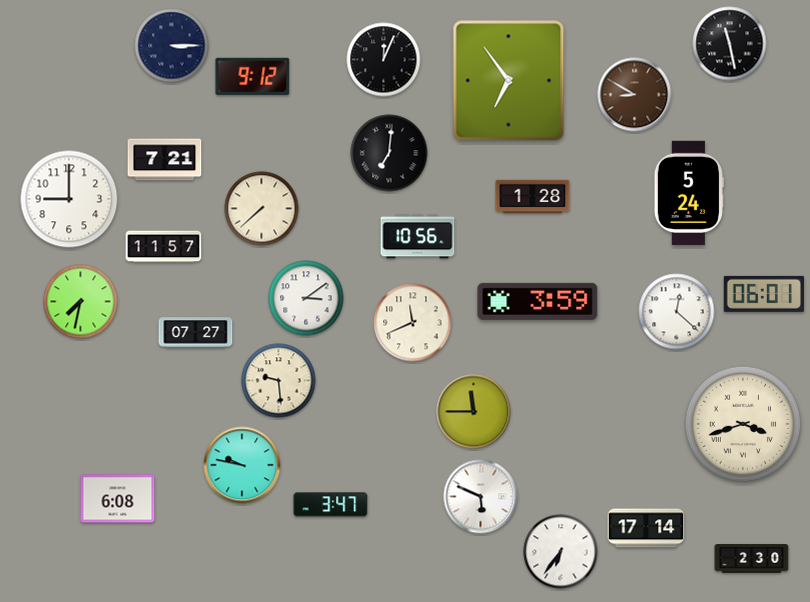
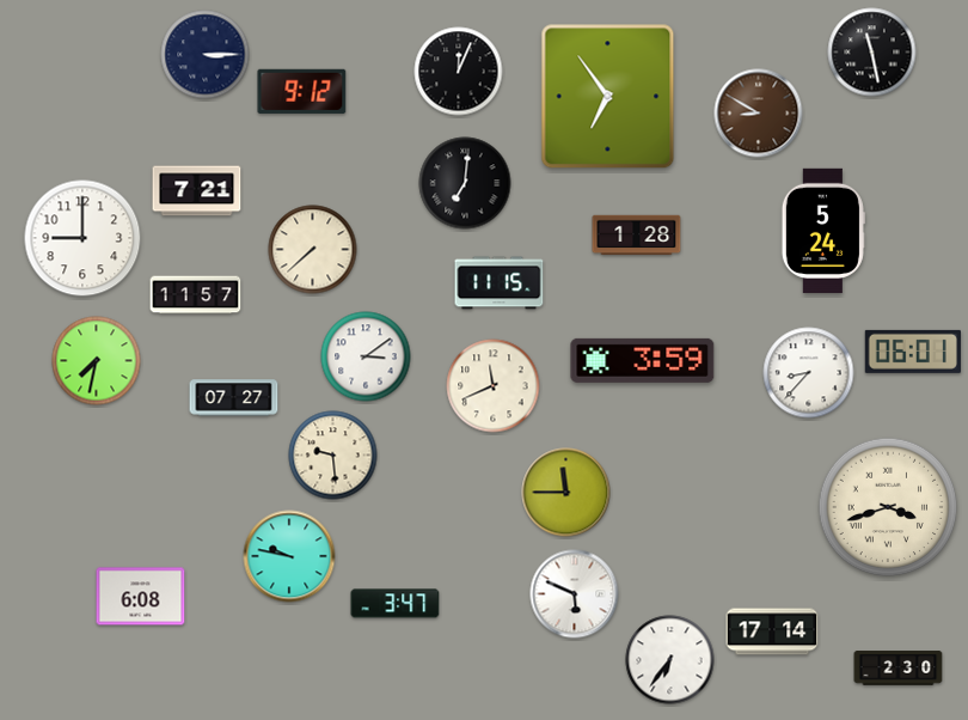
clock at (418, 237): 10:56 -> 11:15
clock at (677, 312): 12:22 -> 8:37
